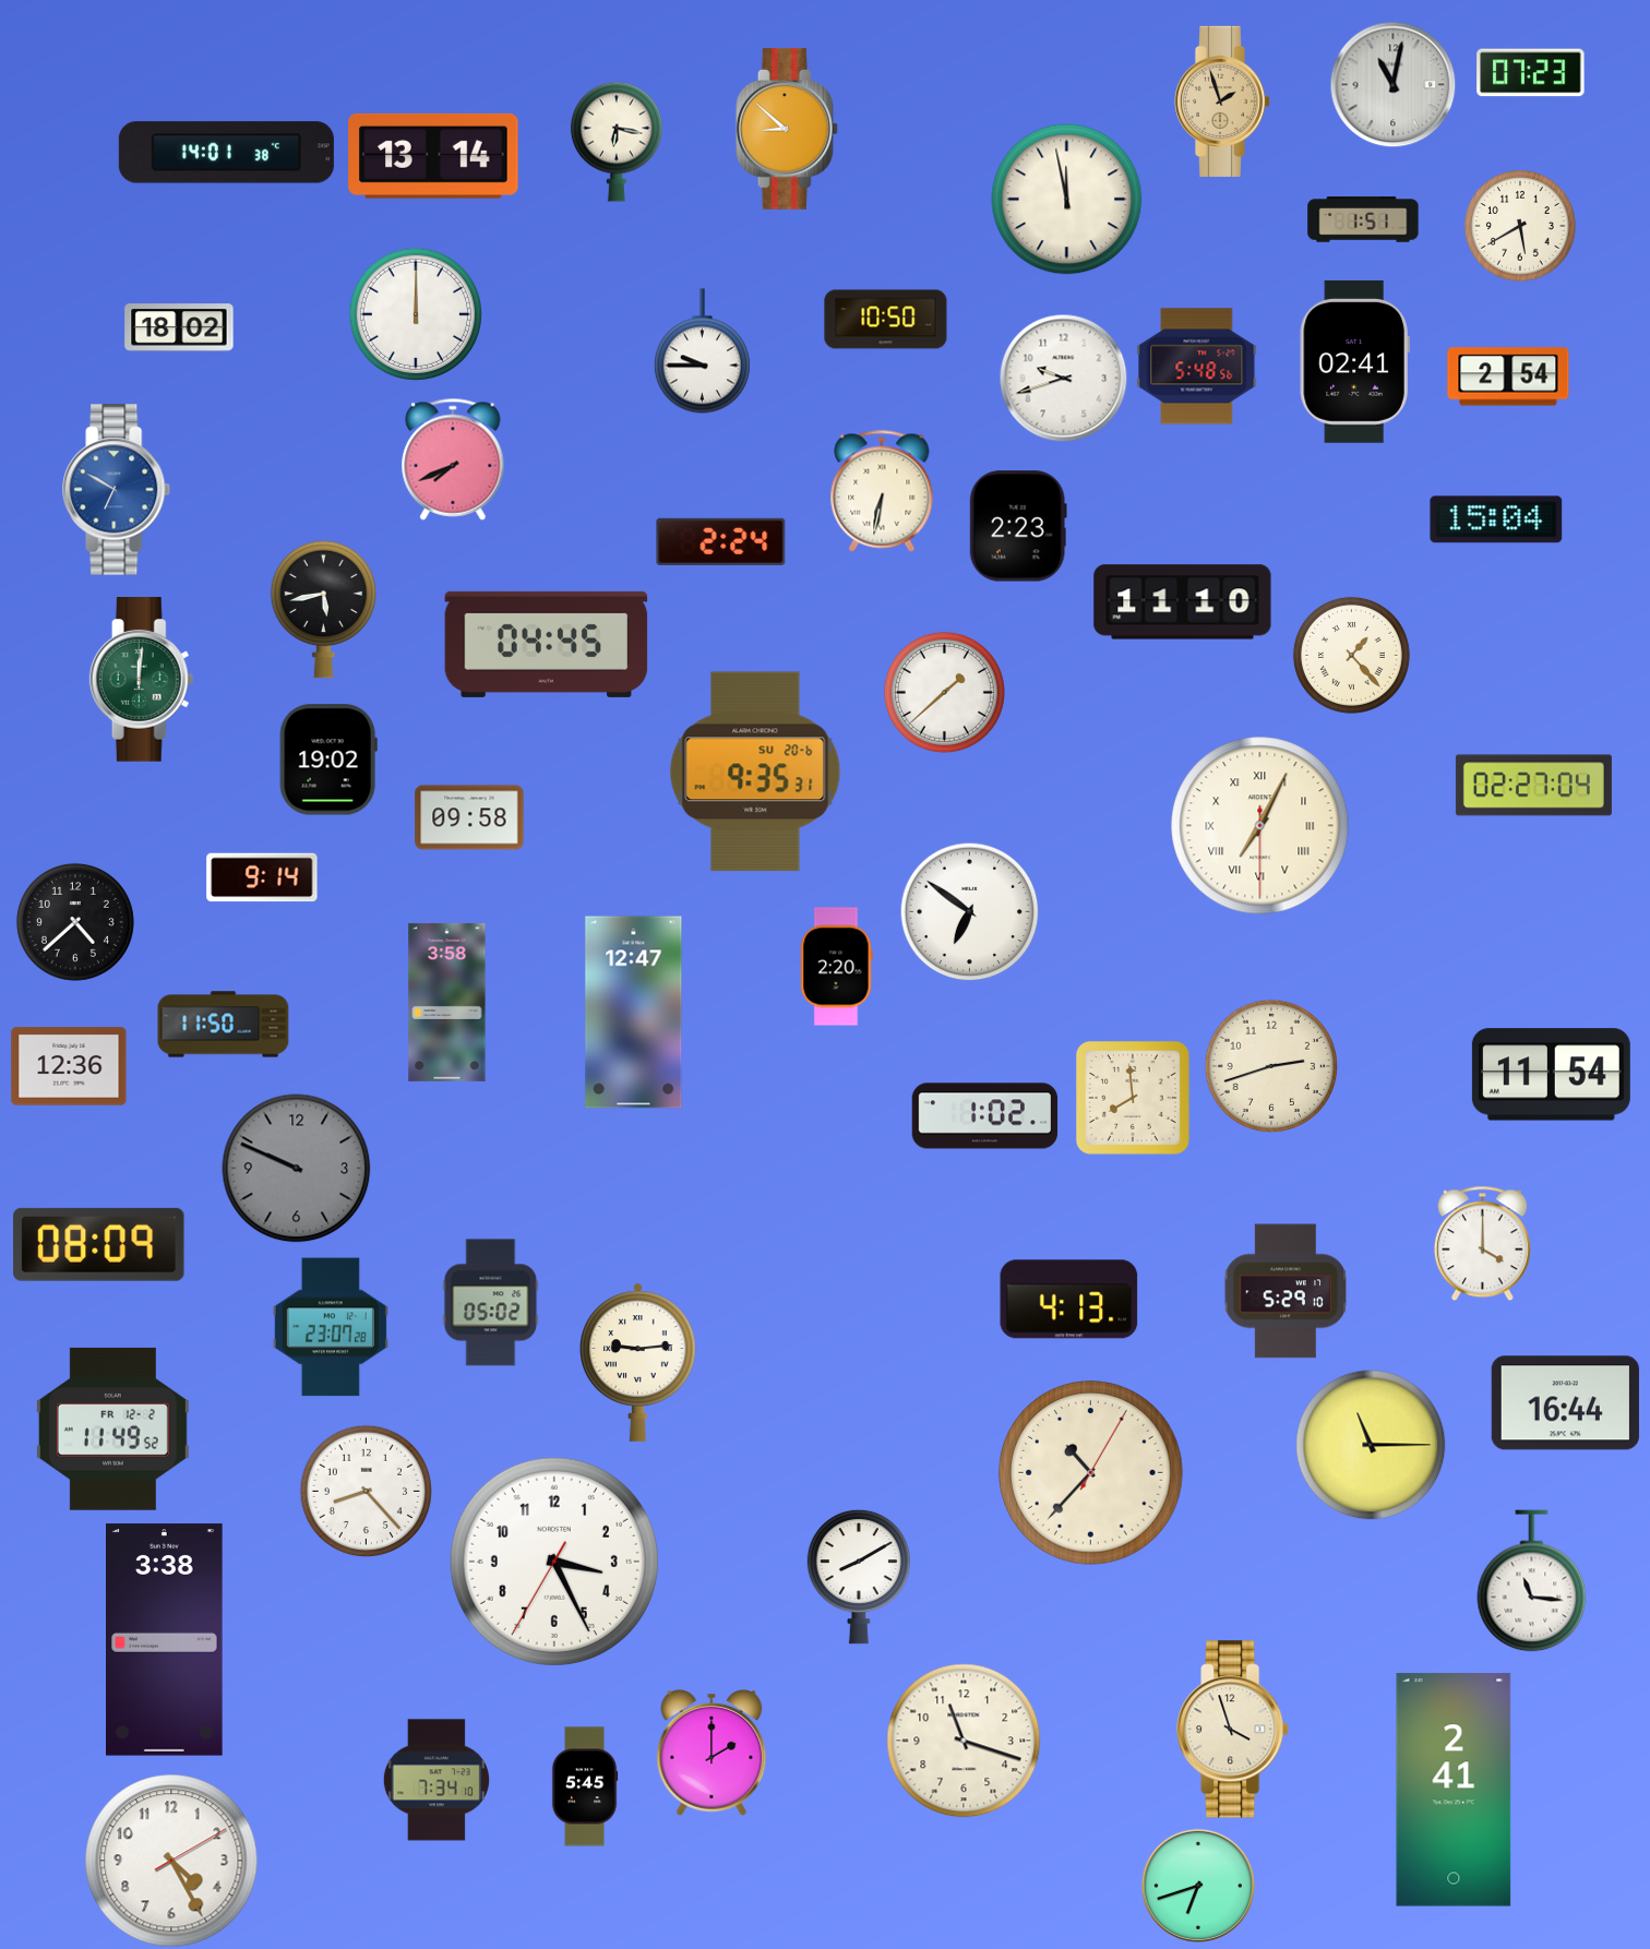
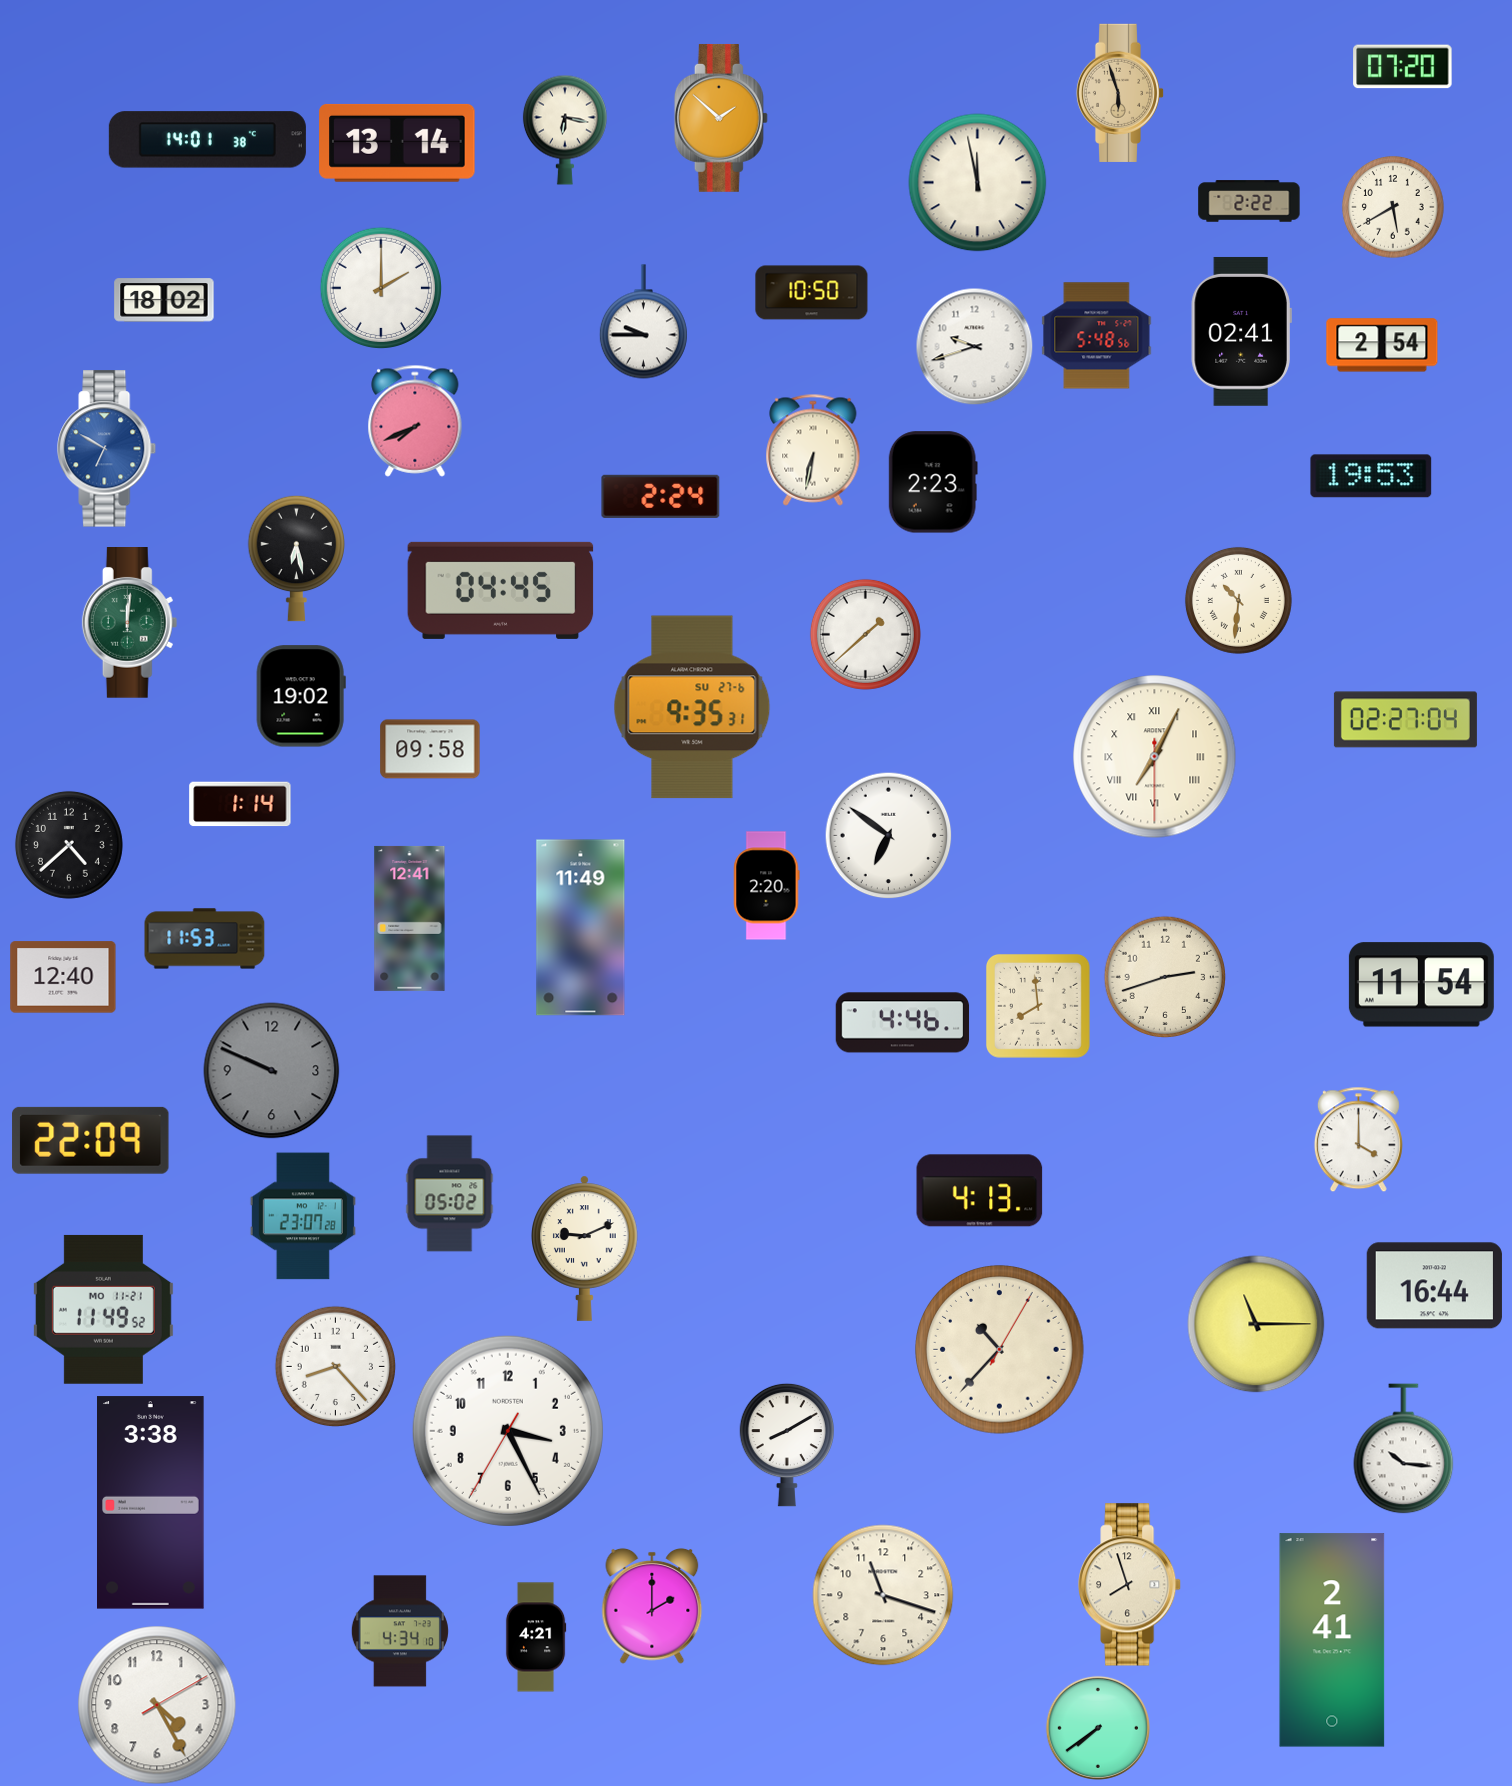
clock at (1531, 73): 07:23 -> 07:20
clock at (1392, 84): 11:02 -> none
clock at (1222, 101): 1:57 -> 5:57
clock at (787, 129): 8:52 -> 1:52
clock at (1363, 219): 1:51 -> 2:22
clock at (415, 313): 12:00 -> 2:00
clock at (882, 491) position: (882, 491) -> (813, 450)
clock at (1496, 519): 15:04 -> 19:53
clock at (1183, 602): 11:10 -> none
clock at (324, 609): 5:43 -> 6:28
clock at (1351, 655): 1:23 -> 10:31
clock at (755, 772) date: SU 20-6 -> SU 27-6
clock at (262, 877): 9:14 -> 1:14
clock at (447, 1002): 3:58 -> 12:41
clock at (634, 1013): 12:47 -> 11:49
clock at (224, 1025): 11:50 -> 11:53
clock at (69, 1066): 12:36 -> 12:40
clock at (985, 1116): 1:02 -> 4:46
clock at (99, 1244): 08:09 -> 22:09
clock at (1286, 1291): 5:29 -> none
clock at (638, 1362): 9:14 -> 9:11
clock at (112, 1428) date: FR 12-2 -> MO 11-21
clock at (1532, 1581): 11:16 -> 10:16
clock at (1233, 1730): 3:57 -> 7:57
clock at (437, 1780): 7:34 -> 4:34
clock at (585, 1786): 5:45 -> 4:21
clock at (1198, 1886): 6:42 -> 7:39
